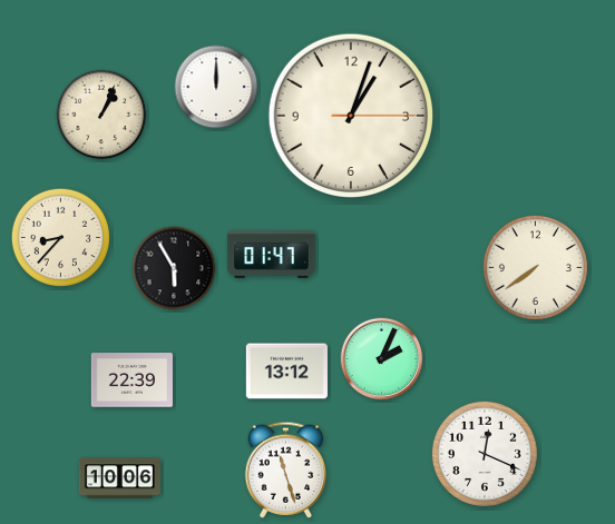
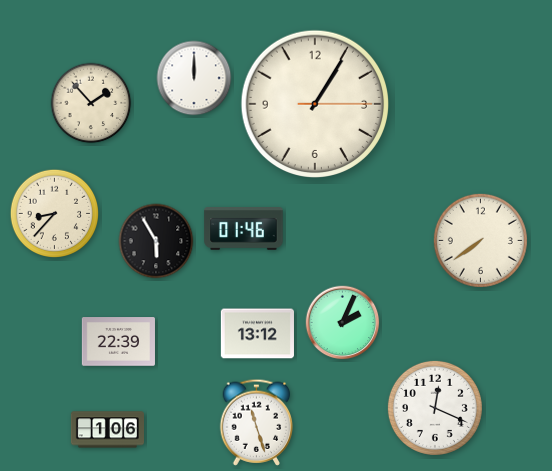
clock at (101, 115): 1:04 -> 1:53
clock at (350, 115): 1:03 -> 1:05
clock at (272, 255): 01:47 -> 01:46
clock at (119, 478): 10:06 -> 1:06
